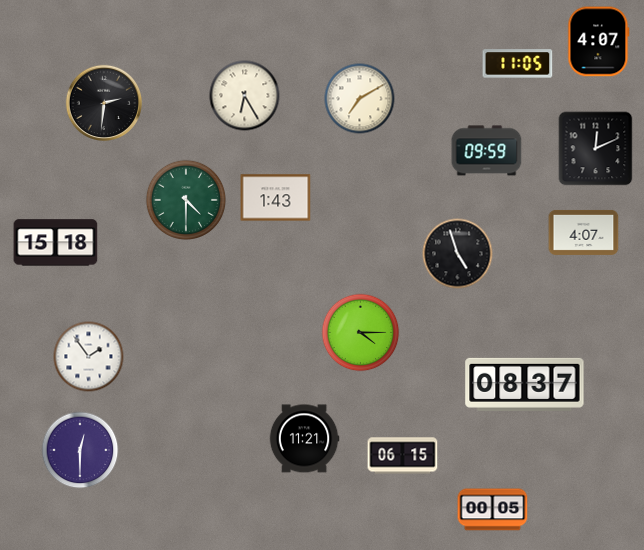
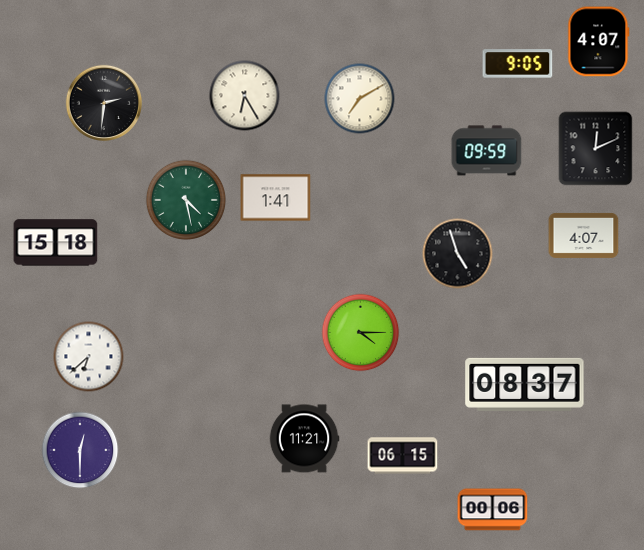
clock at (518, 64): 11:05 -> 9:05
clock at (276, 198): 1:43 -> 1:41
clock at (185, 199): 4:30 -> 4:28
clock at (584, 232) position: (584, 232) -> (584, 235)
clock at (89, 357): 1:54 -> 6:38
clock at (493, 510): 00:05 -> 00:06
